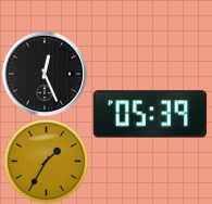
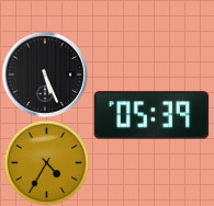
clock at (43, 73): 12:26 -> 5:26
clock at (46, 161): 1:35 -> 4:35
